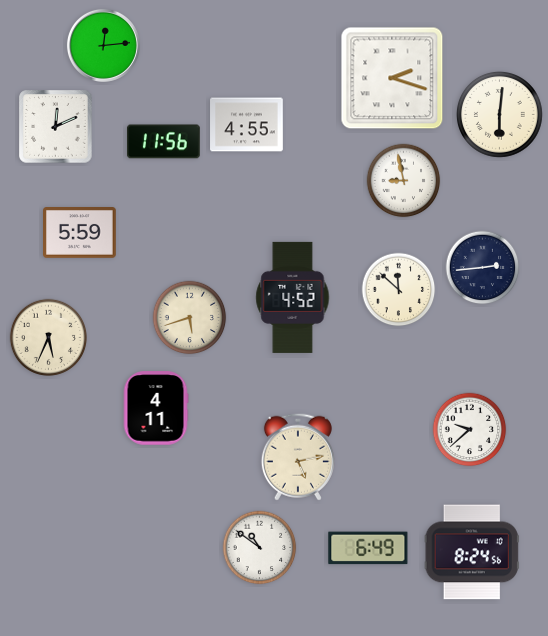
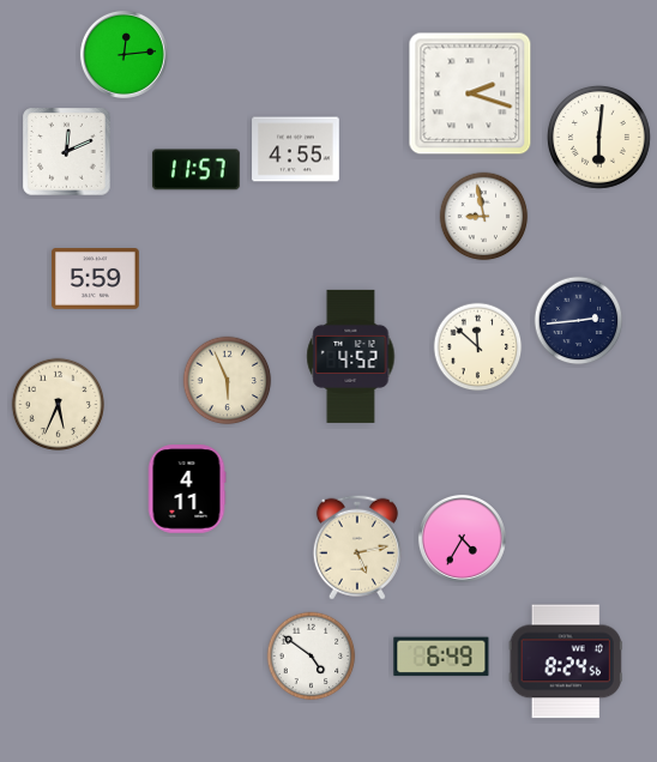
clock at (164, 142): 11:56 -> 11:57
clock at (190, 318): 5:42 -> 5:56
clock at (470, 430): 9:38 -> none
clock at (462, 538): none -> 4:35
clock at (260, 548): 10:51 -> 4:51
